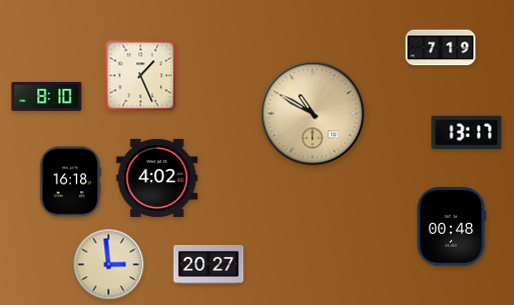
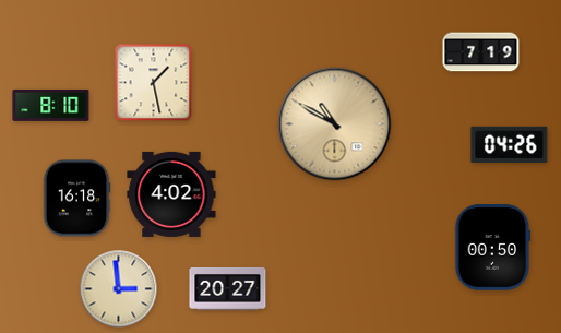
clock at (141, 76): 1:26 -> 1:28
clock at (313, 114) position: (313, 114) -> (335, 124)
clock at (467, 132): 13:17 -> 04:26
clock at (452, 227): 00:48 -> 00:50
